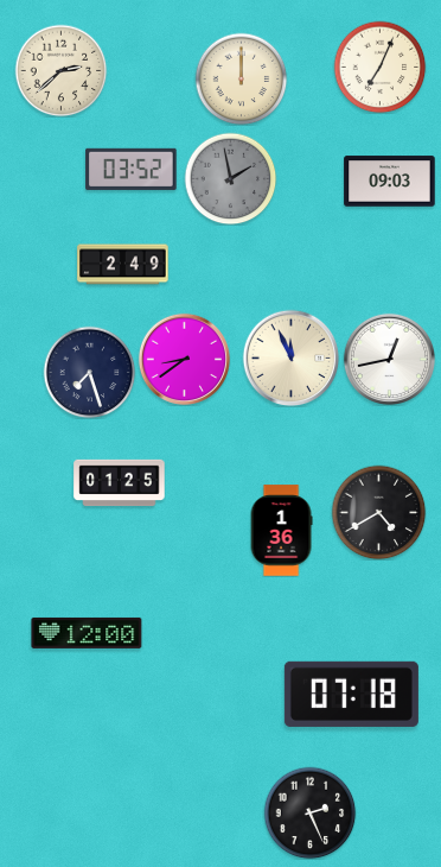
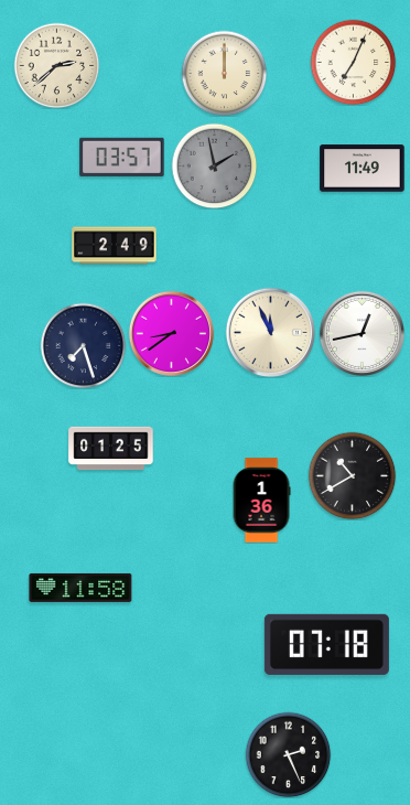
clock at (132, 169): 03:52 -> 03:57
clock at (390, 182): 09:03 -> 11:49
clock at (378, 512): 4:40 -> 10:40
clock at (281, 531) position: (281, 531) -> (261, 501)
clock at (87, 633): 12:00 -> 11:58
